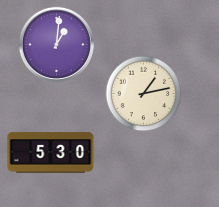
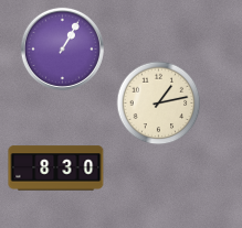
clock at (56, 44): 1:01 -> 1:05
clock at (51, 153): 5:30 -> 8:30
